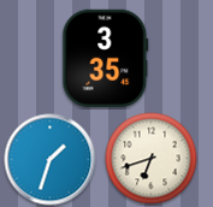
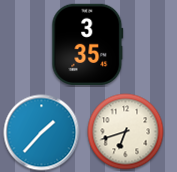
clock at (106, 58) position: (106, 58) -> (88, 44)
clock at (51, 160): 1:33 -> 1:37
